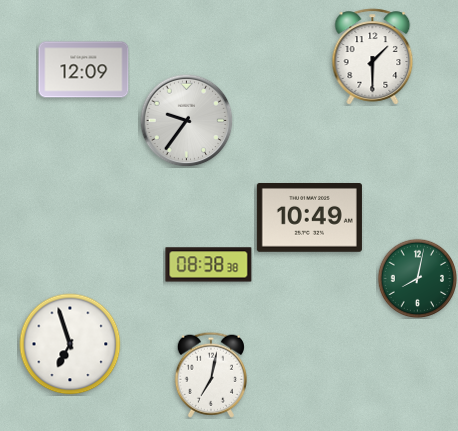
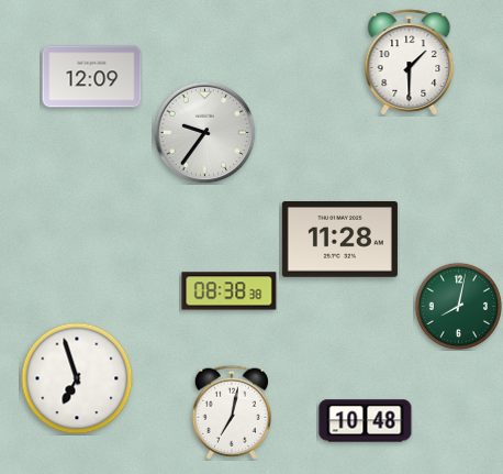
clock at (309, 218): 10:49 -> 11:28
clock at (366, 421): none -> 10:48
